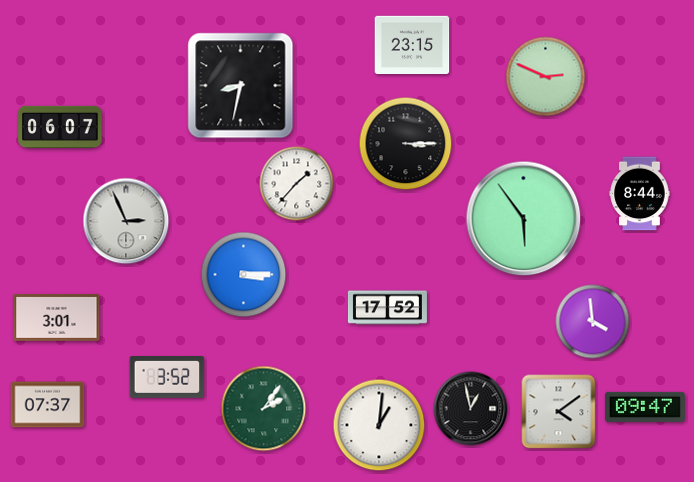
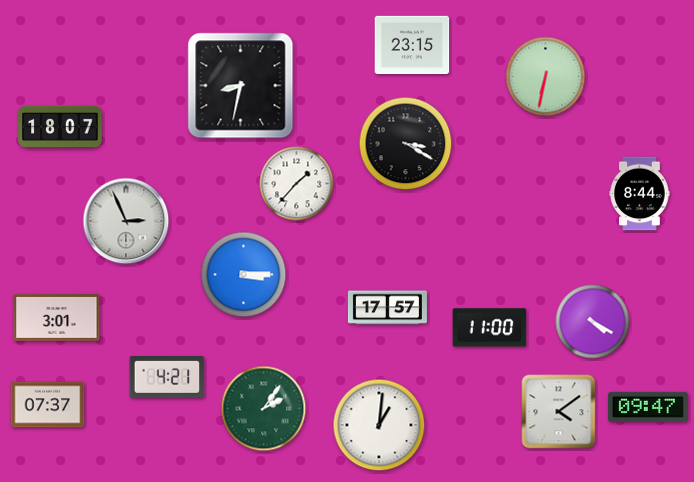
clock at (546, 77): 2:49 -> 6:32
clock at (60, 127): 06:07 -> 18:07
clock at (406, 144): 3:15 -> 3:20
clock at (524, 219): 5:54 -> none
clock at (387, 308): 17:52 -> 17:57
clock at (593, 322): 3:59 -> 4:20
clock at (490, 328): none -> 11:00
clock at (167, 378): 3:52 -> 4:21
clock at (645, 407) position: (645, 407) -> (648, 407)
clock at (471, 409): 12:58 -> none
